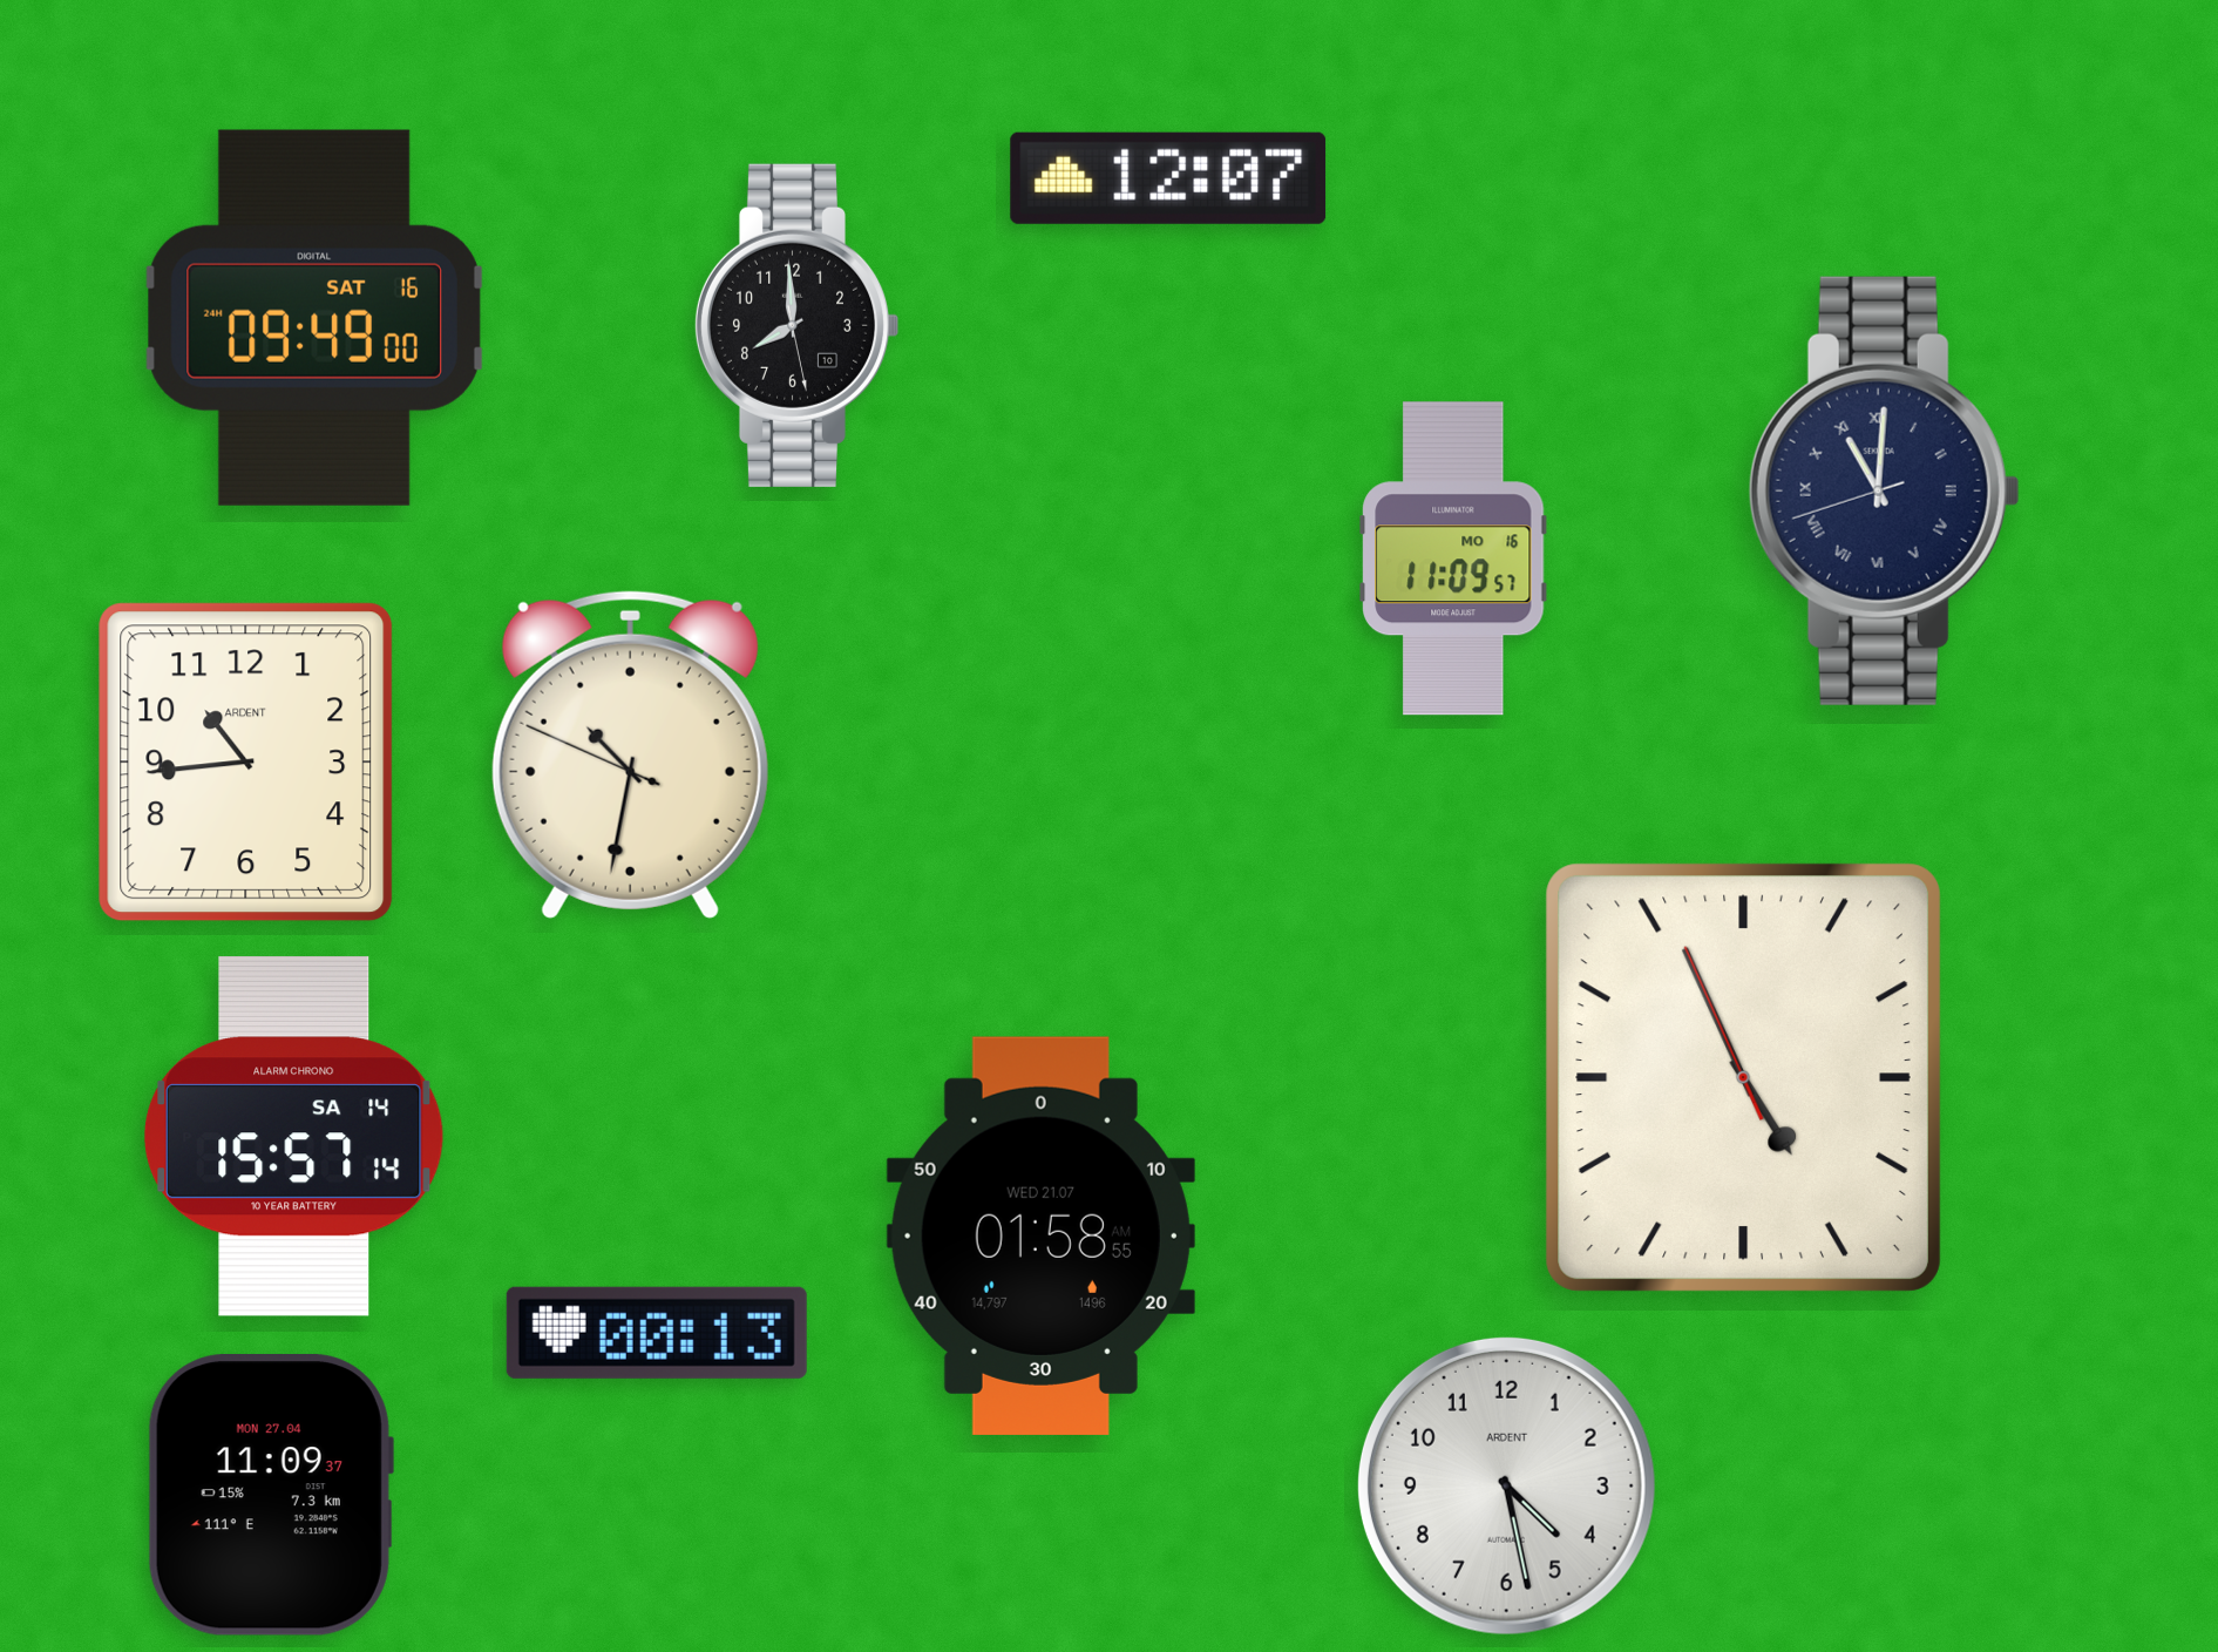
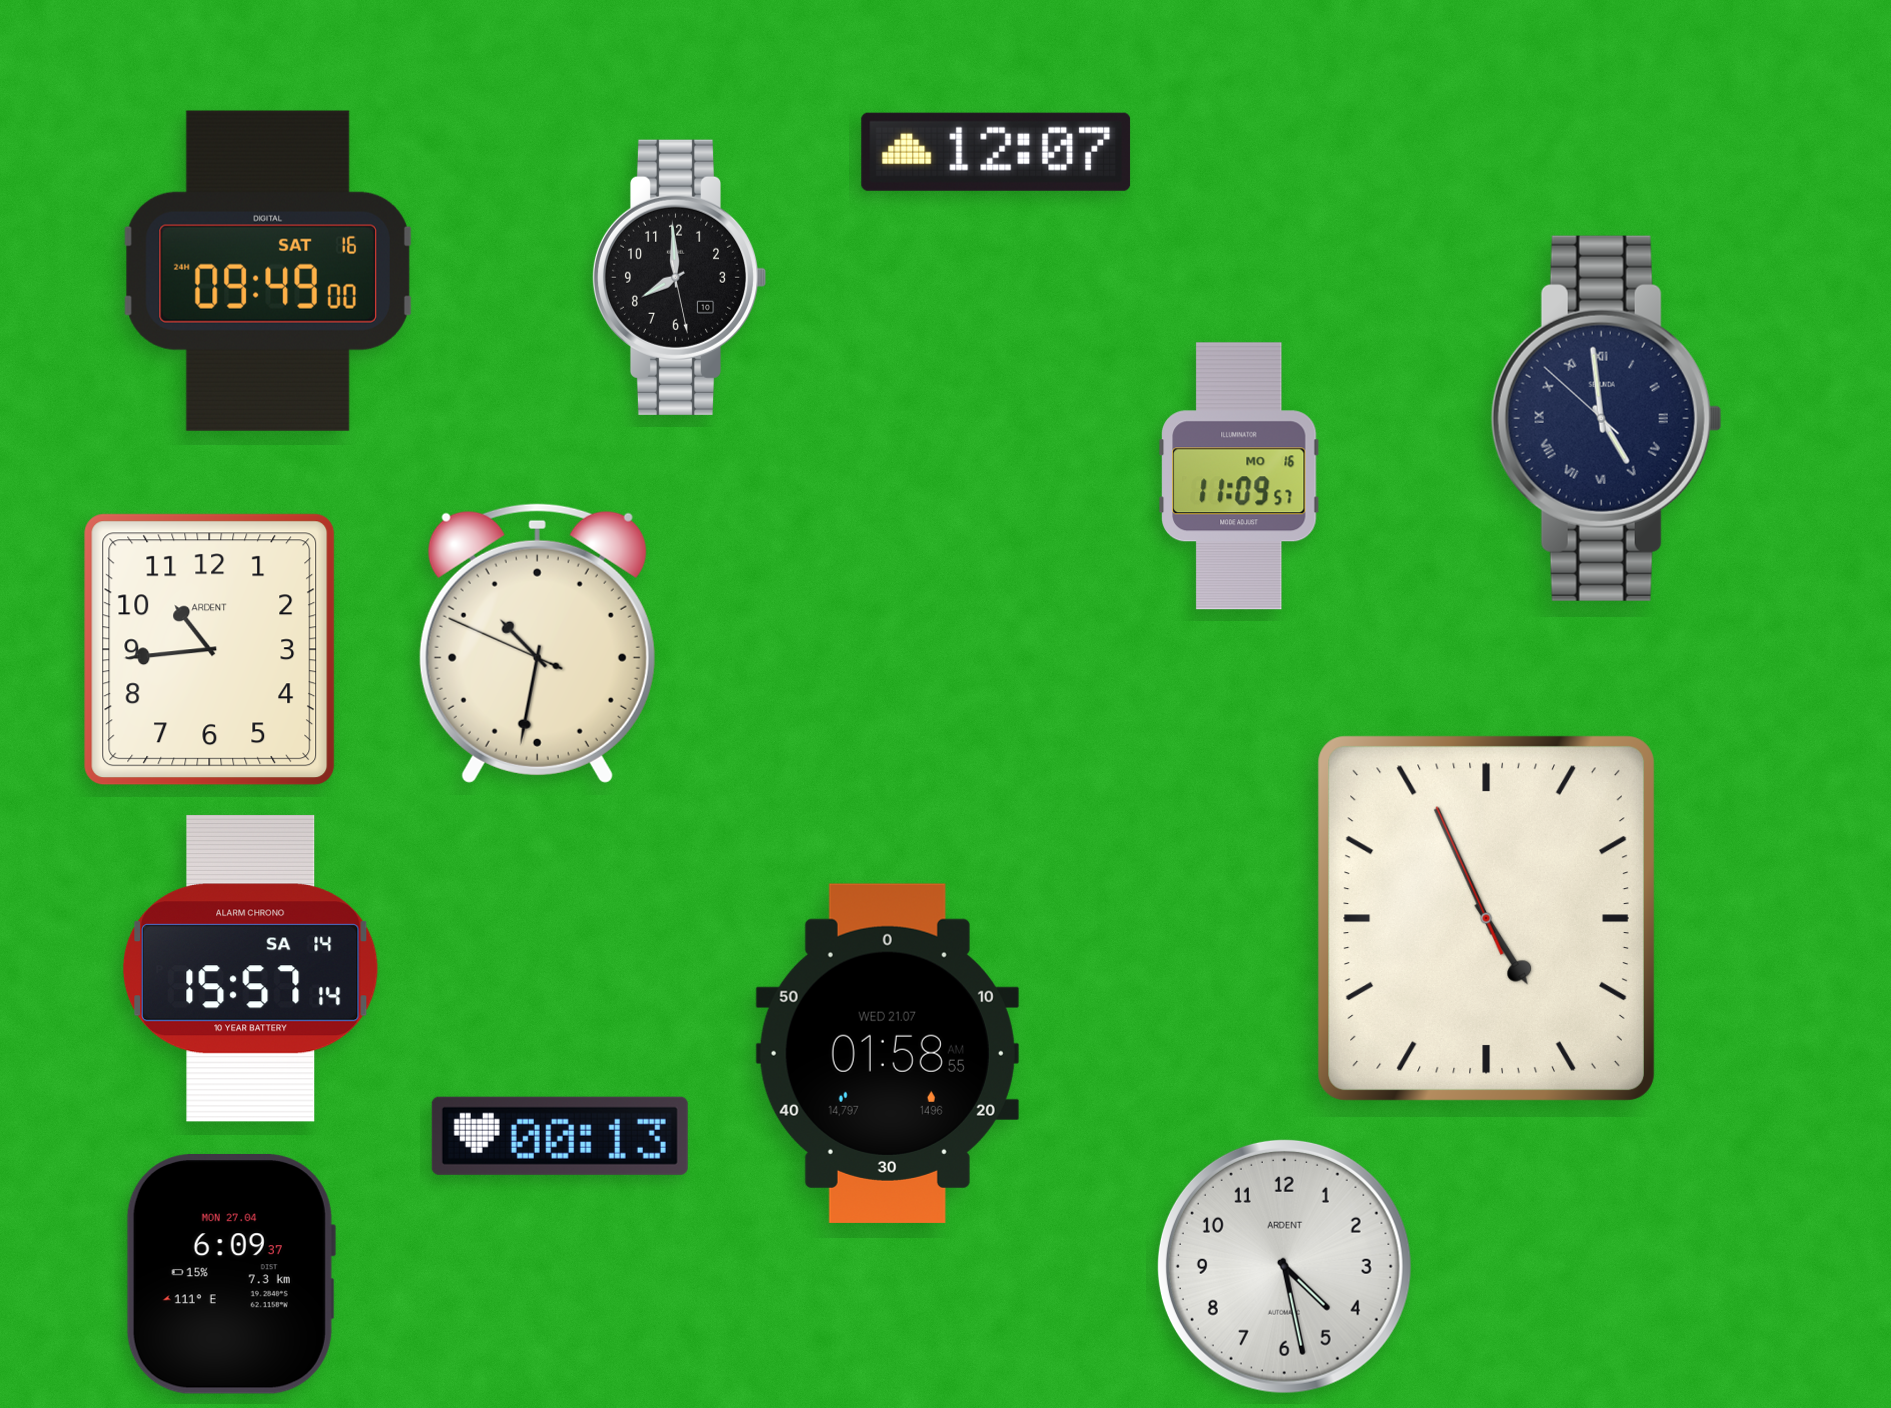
clock at (1884, 490): 11:00 -> 4:58
clock at (270, 1496): 11:09 -> 6:09
